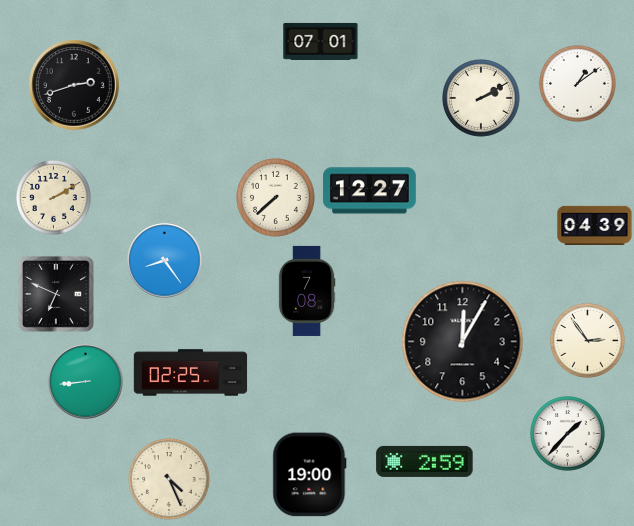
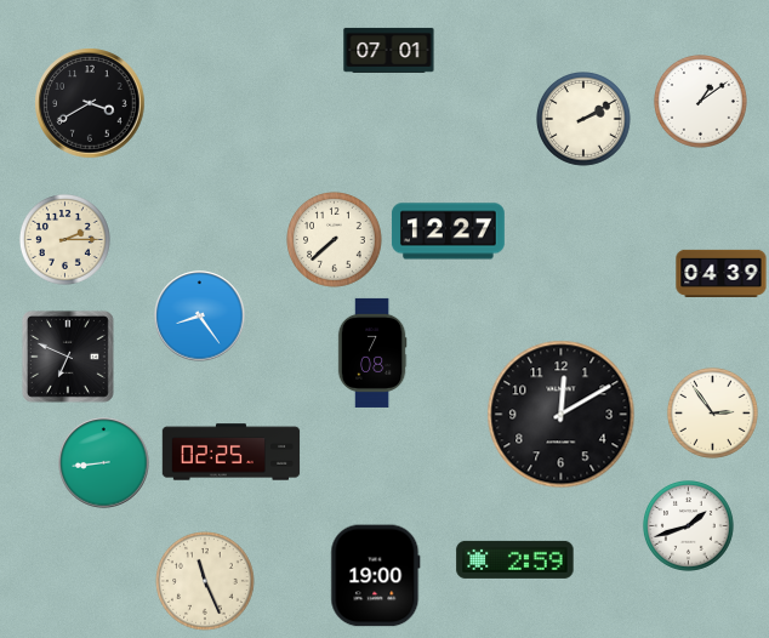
clock at (74, 85): 2:42 -> 3:40
clock at (53, 197): 2:10 -> 2:15
clock at (463, 342): 12:05 -> 12:10
clock at (567, 433): 1:37 -> 1:42
clock at (169, 479): 4:26 -> 11:26
